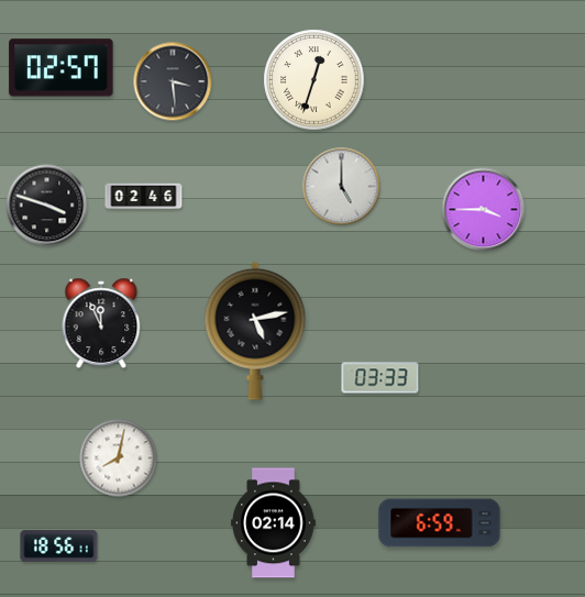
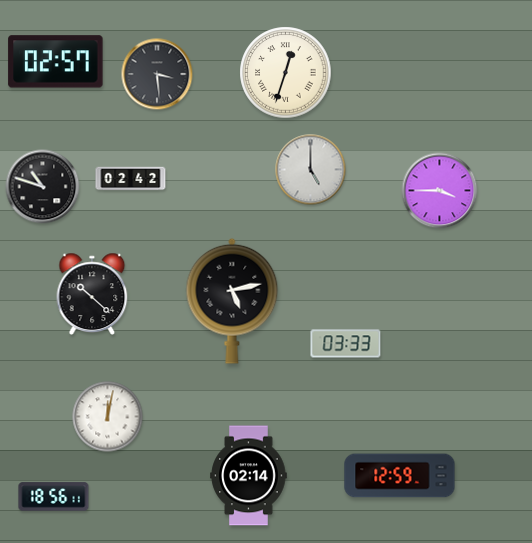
clock at (144, 197): 02:46 -> 02:42
clock at (47, 206): 3:48 -> 10:48
clock at (101, 322): 11:56 -> 10:22
clock at (119, 458): 8:02 -> 12:02
clock at (440, 523): 6:59 -> 12:59
